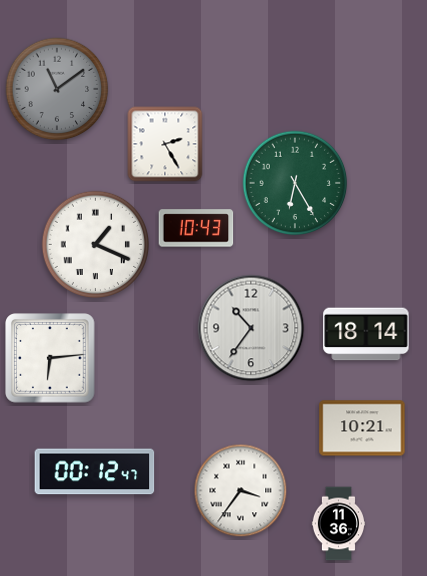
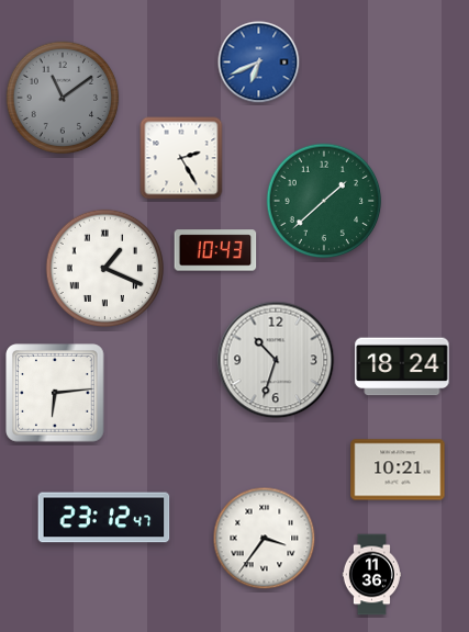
clock at (259, 63): none -> 6:41
clock at (295, 183): 6:25 -> 1:38
clock at (251, 328): 10:36 -> 10:33
clock at (366, 334): 18:14 -> 18:24
clock at (95, 472): 00:12 -> 23:12
